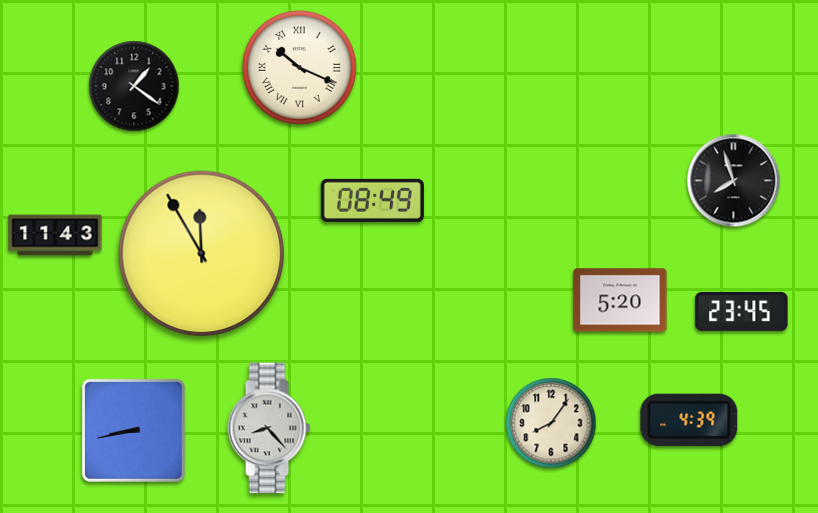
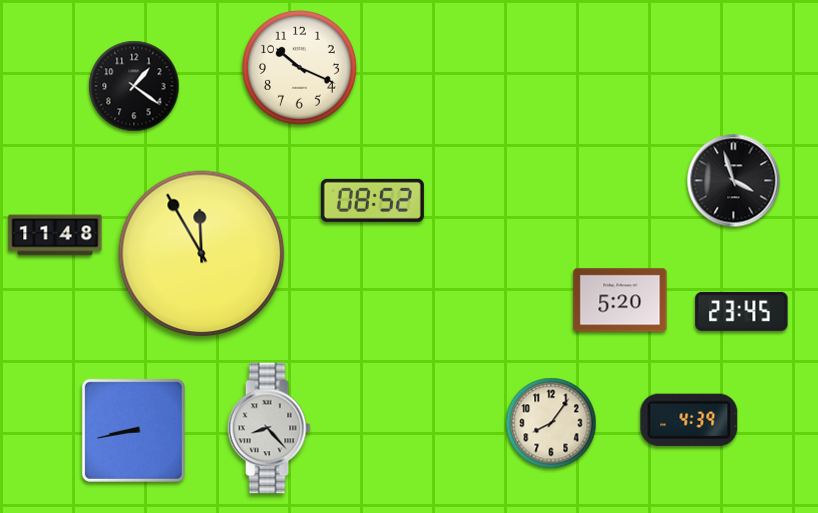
clock at (299, 67) numerals: Roman -> Arabic
clock at (734, 181): 7:57 -> 3:57
clock at (372, 200): 08:49 -> 08:52
clock at (55, 235): 11:43 -> 11:48
